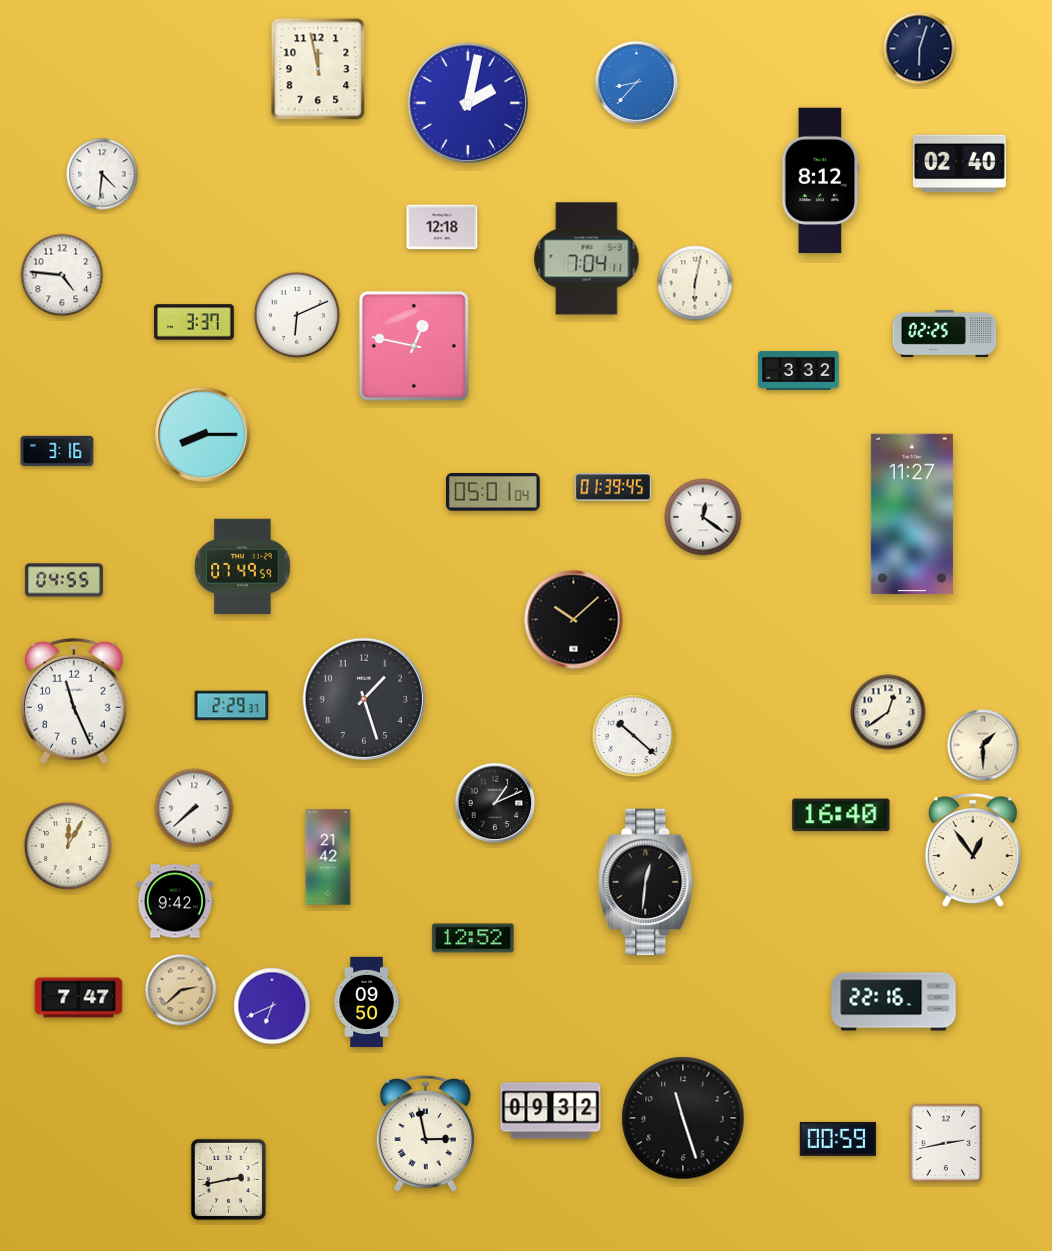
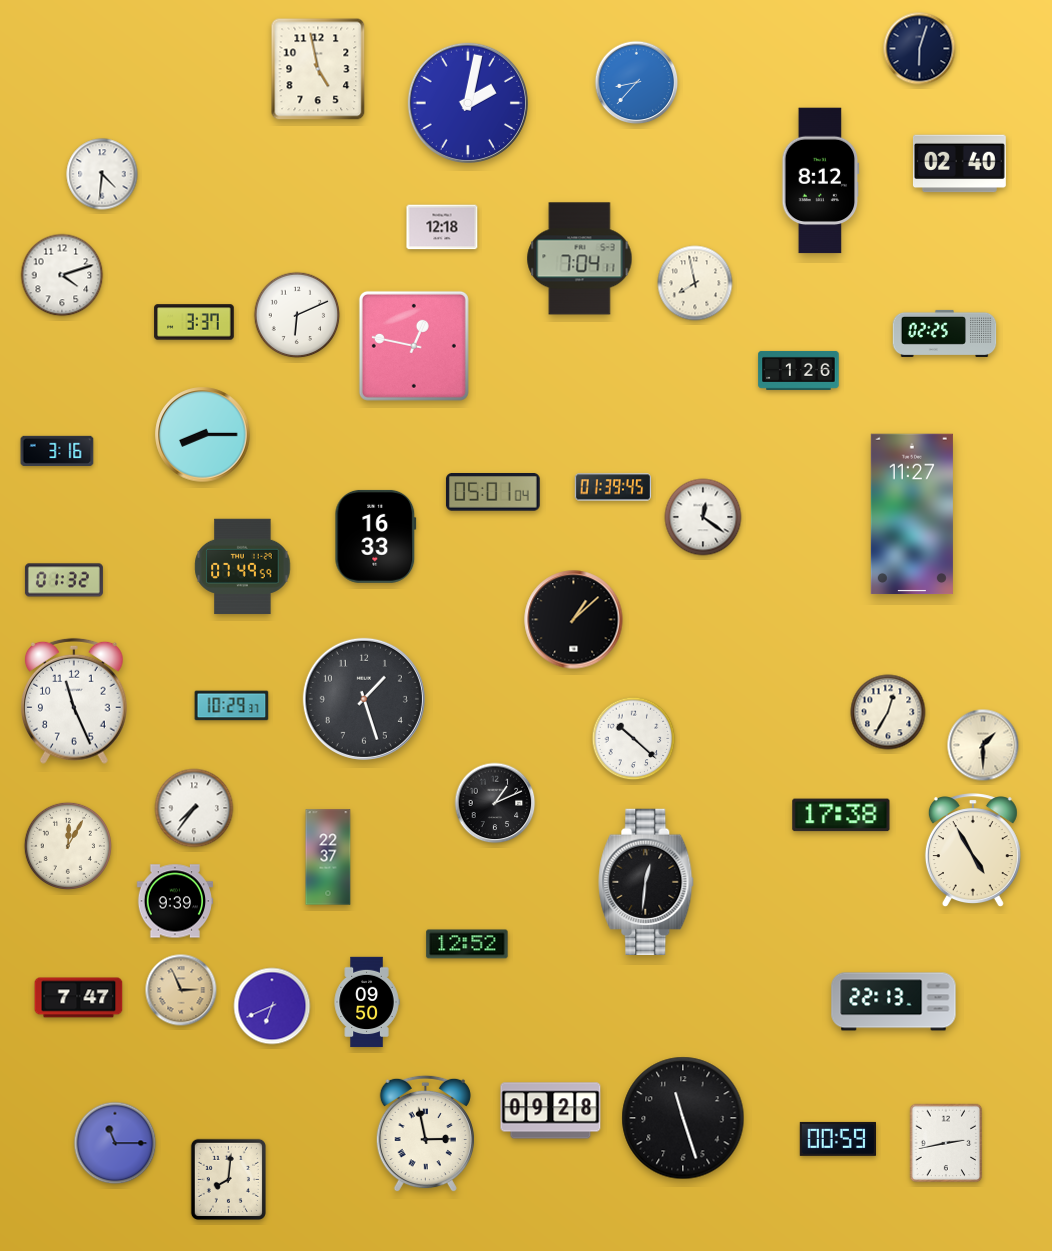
clock at (318, 69): 11:58 -> 4:58
clock at (587, 259) position: (587, 259) -> (580, 259)
clock at (62, 275): 4:46 -> 4:12
clock at (695, 283): 6:02 -> 7:58
clock at (799, 370): 3:32 -> 1:26
clock at (376, 536): none -> 16:33
clock at (64, 580): 04:55 -> 01:32
clock at (574, 620): 10:08 -> 1:08
clock at (232, 706): 2:29 -> 10:29
clock at (888, 712): 12:39 -> 12:35
clock at (634, 736) position: (634, 736) -> (634, 739)
clock at (194, 808): 7:38 -> 7:36
clock at (841, 815): 16:40 -> 17:38
clock at (973, 851): 12:54 -> 4:55
clock at (328, 857): 21:42 -> 22:37
clock at (175, 901): 9:42 -> 9:39
clock at (473, 938) position: (473, 938) -> (467, 944)
clock at (181, 990): 2:38 -> 2:56
clock at (894, 1002): 22:16 -> 22:13
clock at (551, 1111): 09:32 -> 09:28
clock at (115, 1143): none -> 11:15
clock at (228, 1179): 2:43 -> 8:01
